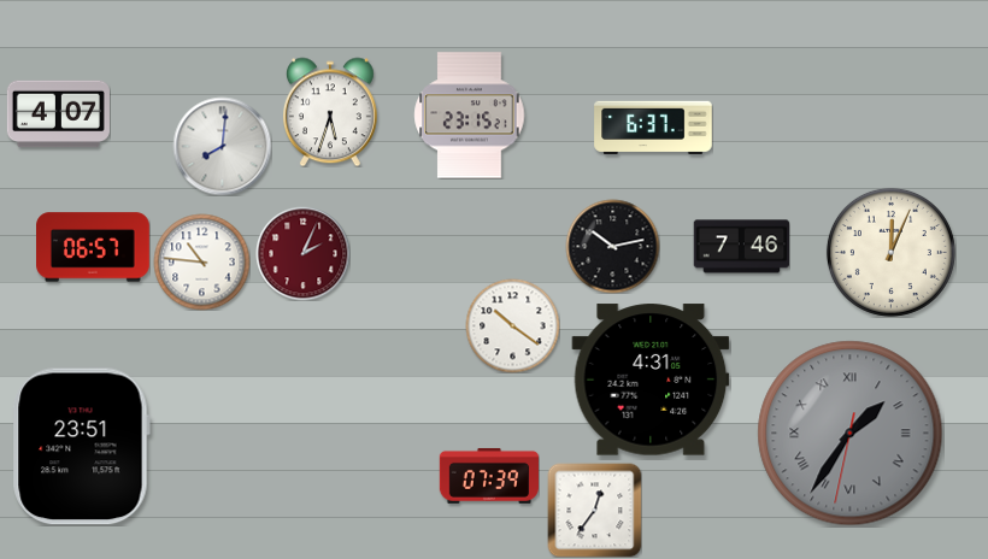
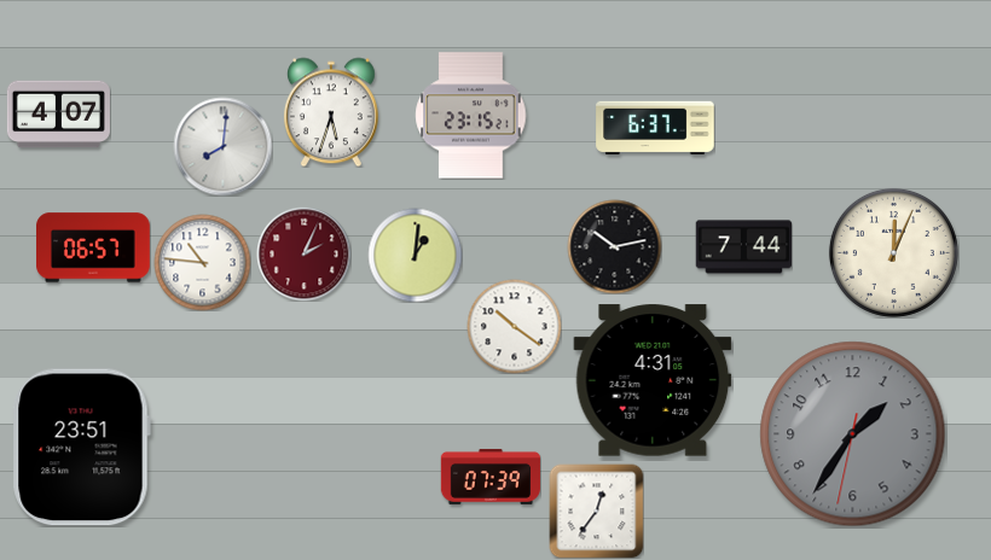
clock at (741, 247): 7:46 -> 7:44
clock at (415, 255): none -> 1:01
clock at (851, 434) numerals: Roman -> Arabic
